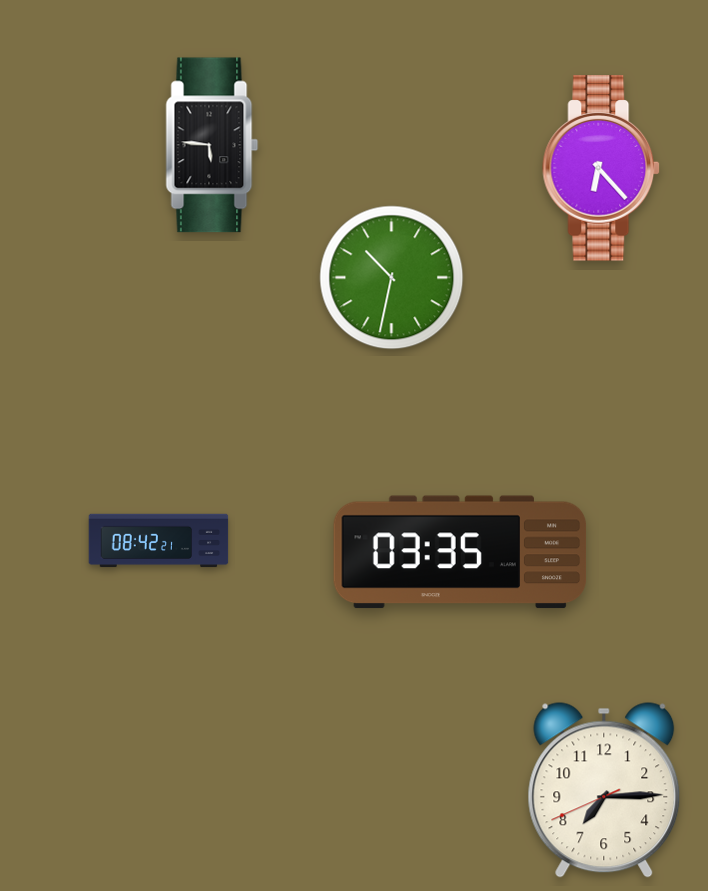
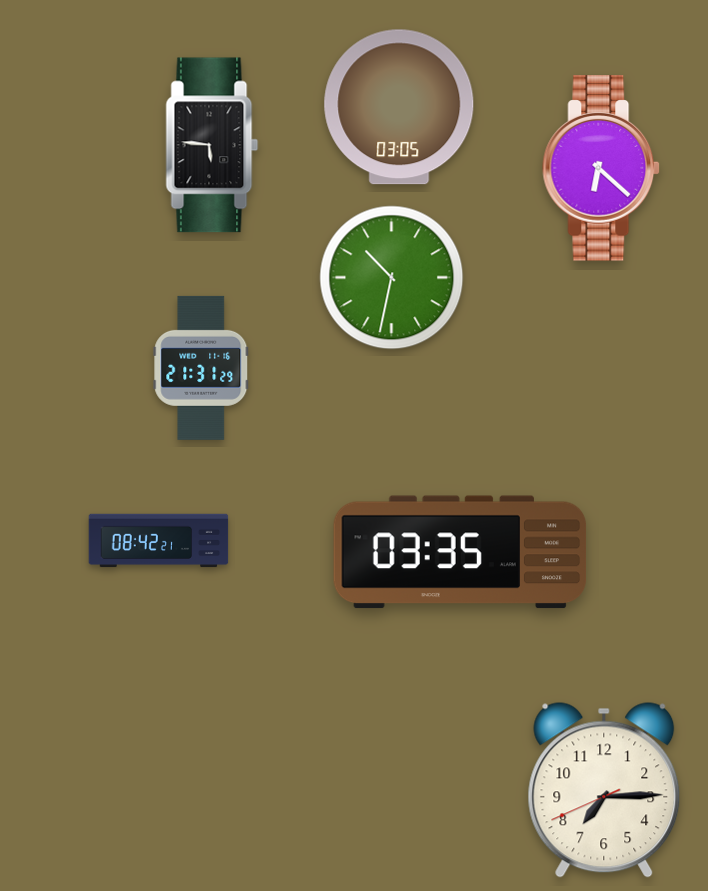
clock at (399, 107): none -> 03:05
clock at (602, 168): 6:23 -> 6:22
clock at (201, 368): none -> 21:31
